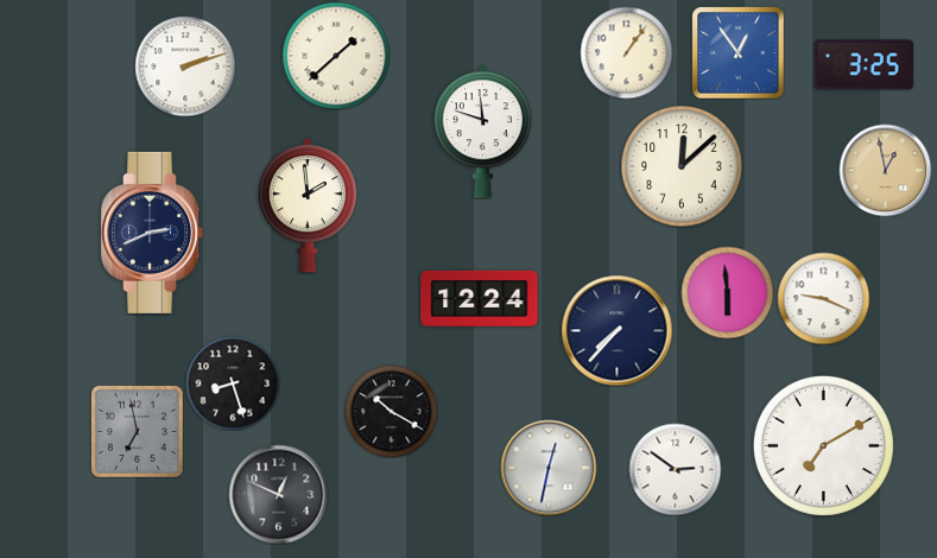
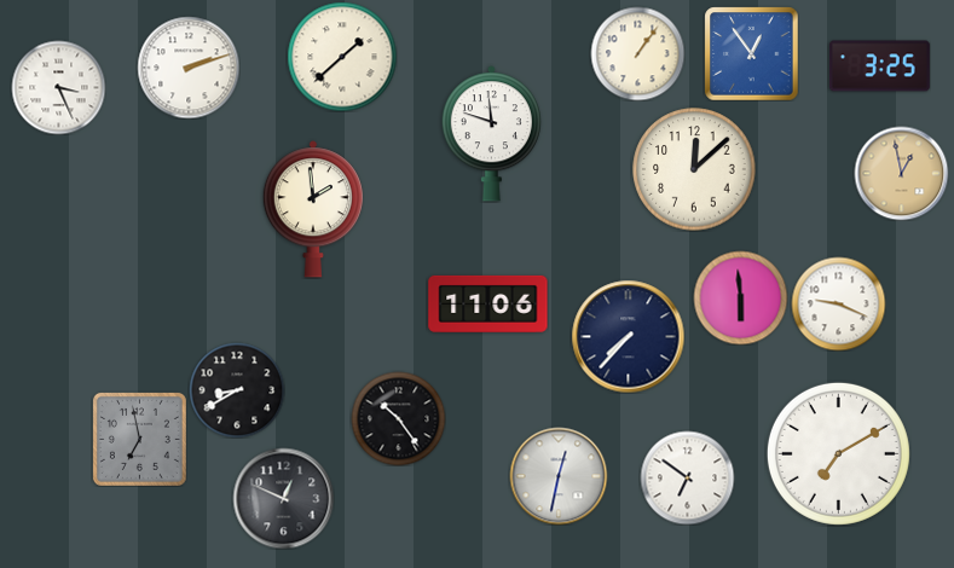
clock at (58, 87): none -> 3:26
clock at (152, 233): 2:41 -> none
clock at (480, 298): 12:24 -> 11:06
clock at (233, 383): 8:27 -> 8:40
clock at (391, 411): 10:20 -> 10:24
clock at (675, 469): 2:51 -> 6:51
clock at (278, 494) position: (278, 494) -> (283, 498)
